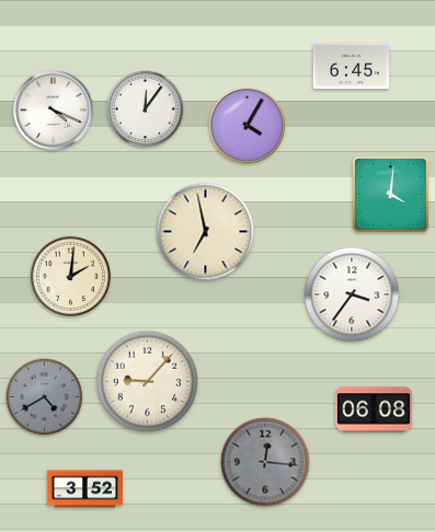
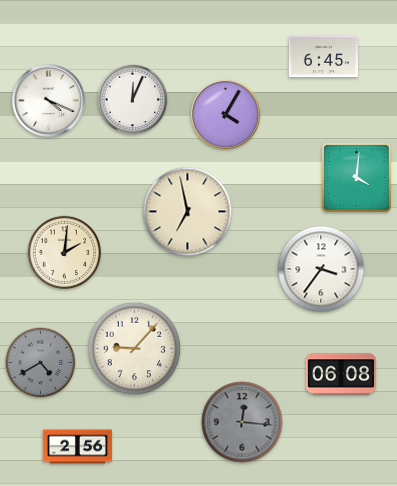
clock at (352, 67) position: (352, 67) -> (324, 57)
clock at (146, 109): 12:06 -> 12:04
clock at (85, 489): 3:52 -> 2:56
